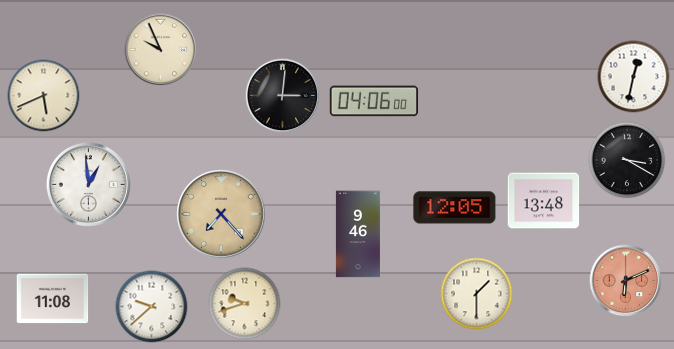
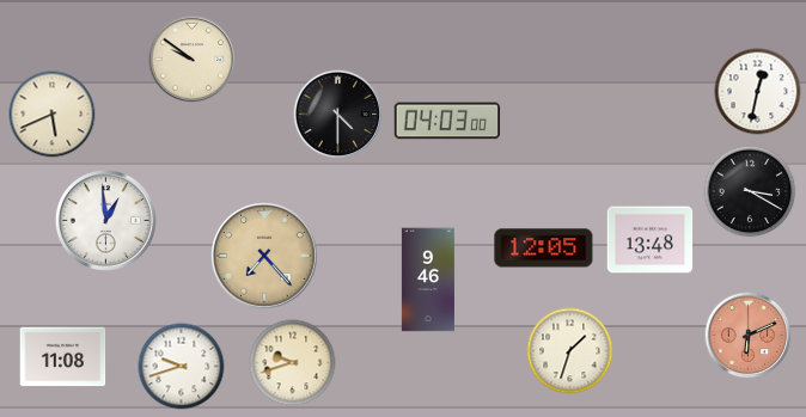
clock at (161, 50): 9:56 -> 9:51
clock at (283, 96): 3:01 -> 4:30
clock at (374, 101): 04:06 -> 04:03
clock at (477, 294): 1:30 -> 1:33
clock at (152, 307): 9:38 -> 9:42
